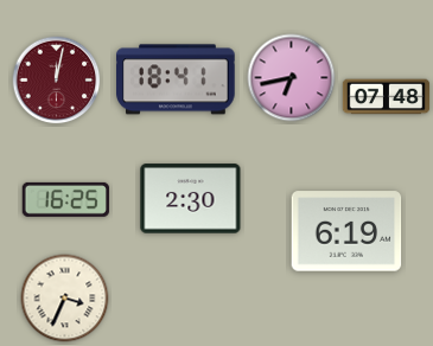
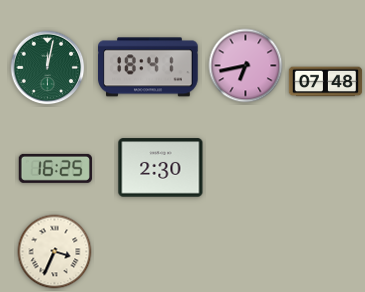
clock at (57, 81) dial: burgundy -> green
clock at (346, 231): 6:19 -> none
